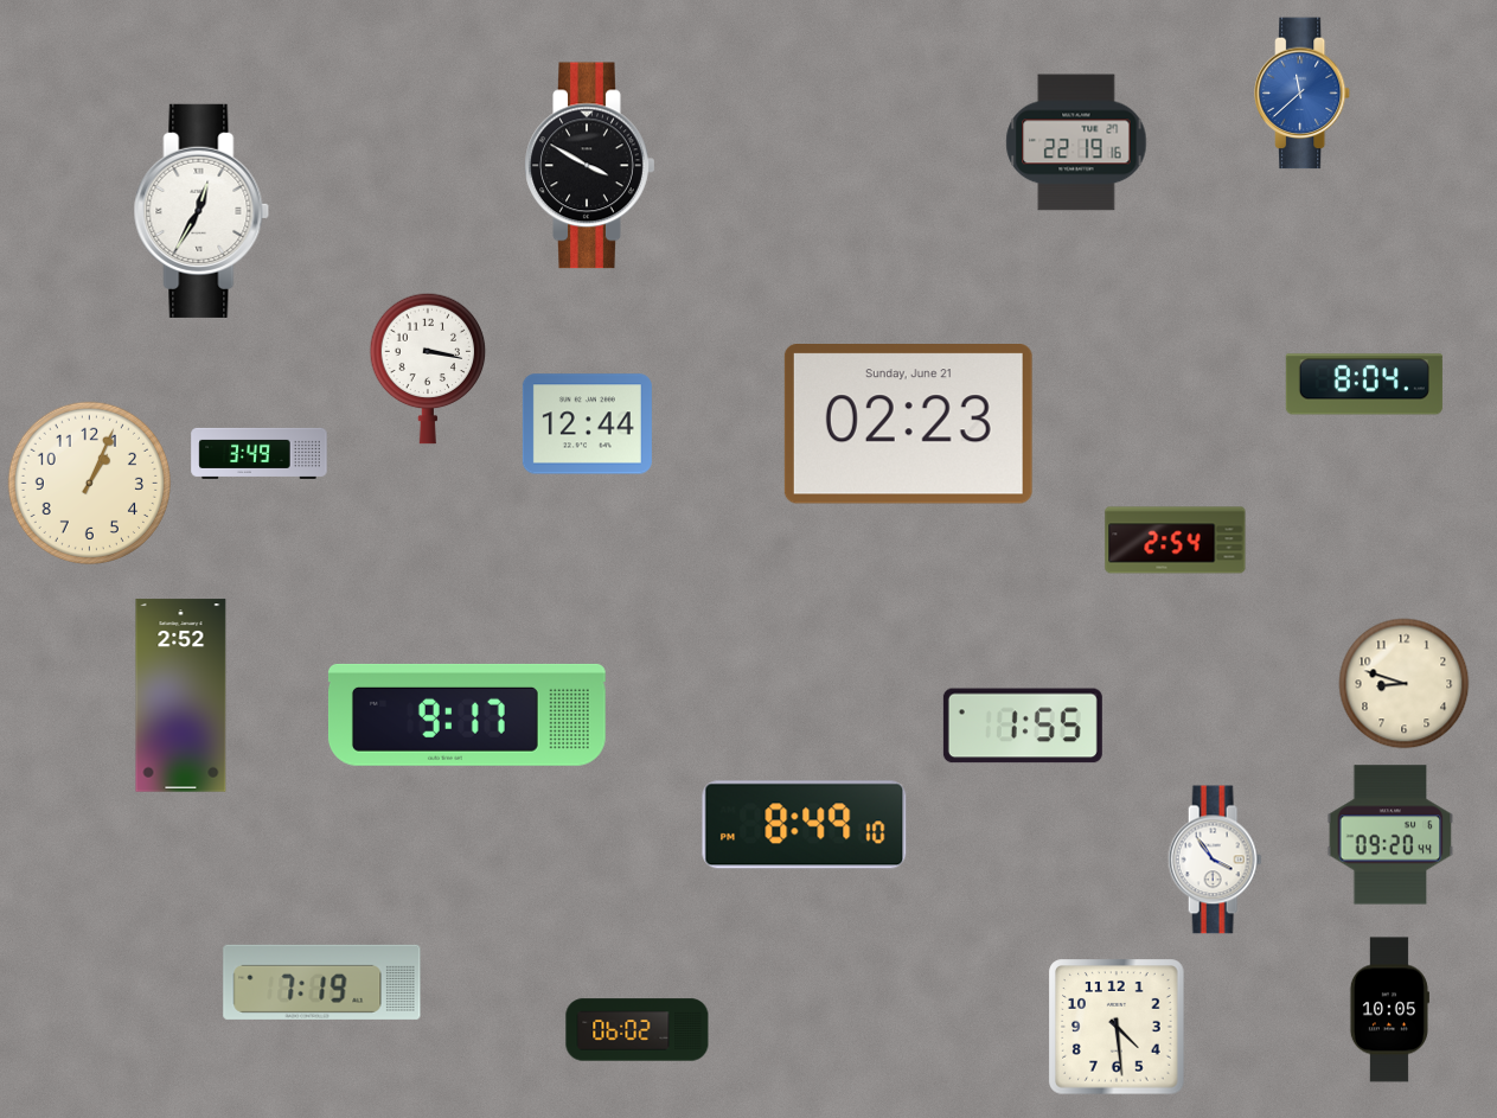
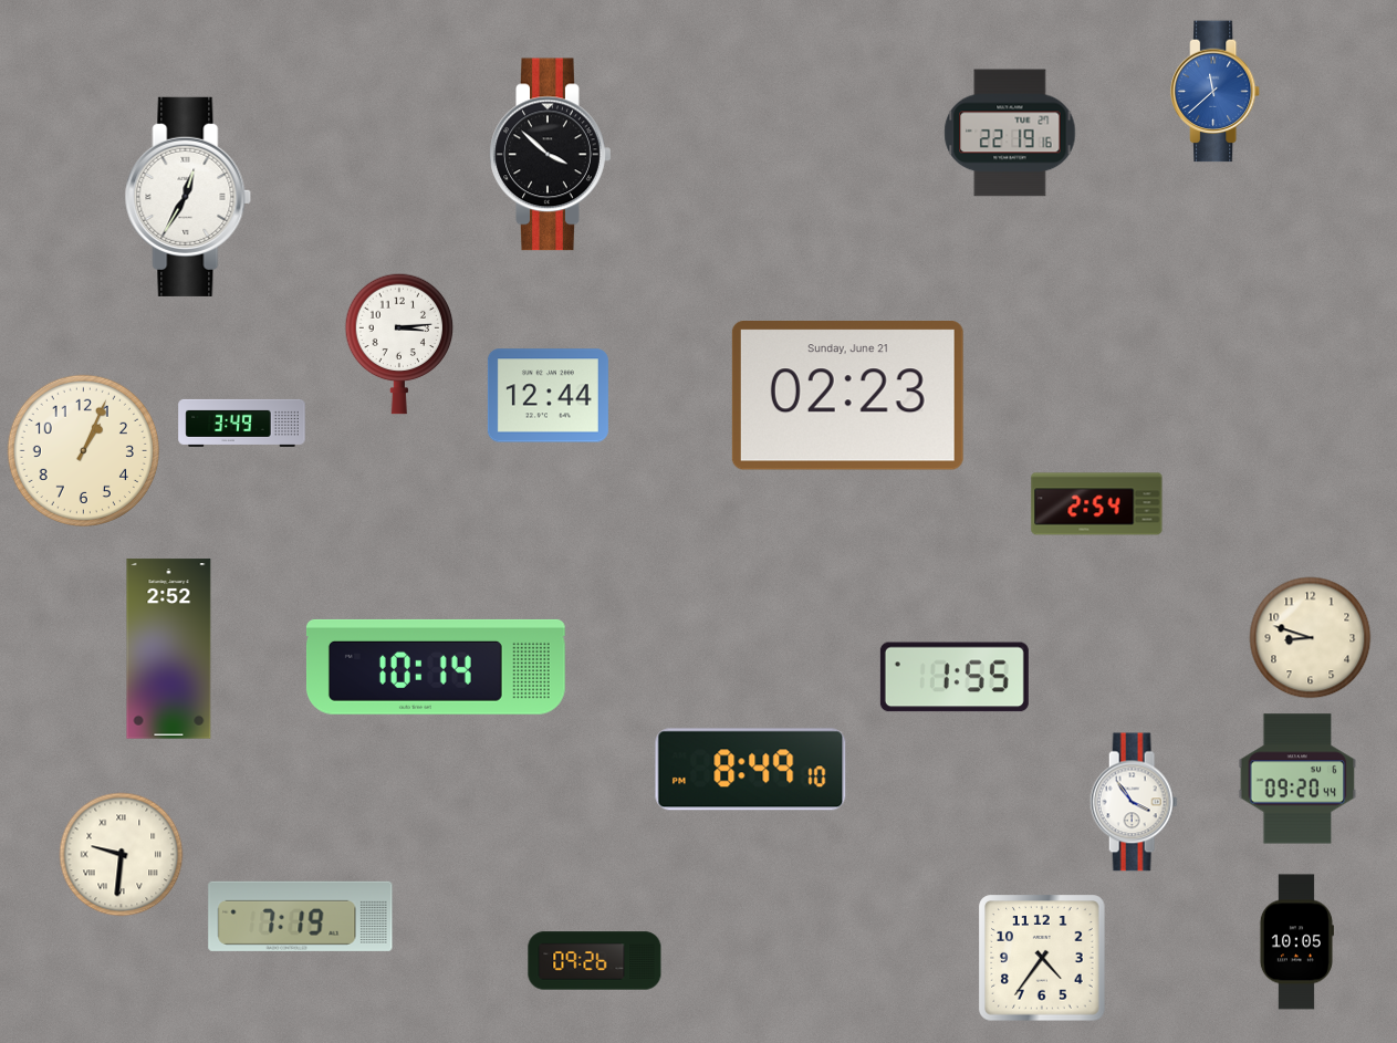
clock at (1303, 94) position: (1303, 94) -> (1216, 92)
clock at (1076, 142) position: (1076, 142) -> (1010, 133)
clock at (590, 166): 3:50 -> 3:52
clock at (428, 369): 3:17 -> 3:14
clock at (1364, 384): 8:04 -> none
clock at (467, 715): 9:17 -> 10:14
clock at (122, 855): none -> 9:31
clock at (1117, 1027): 4:29 -> 4:36
clock at (638, 1030): 06:02 -> 09:26
